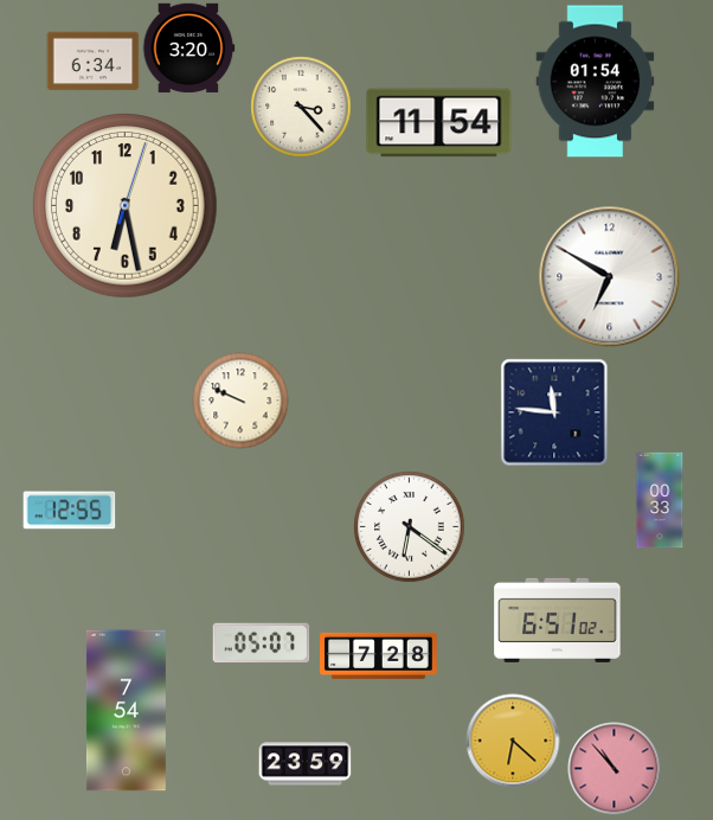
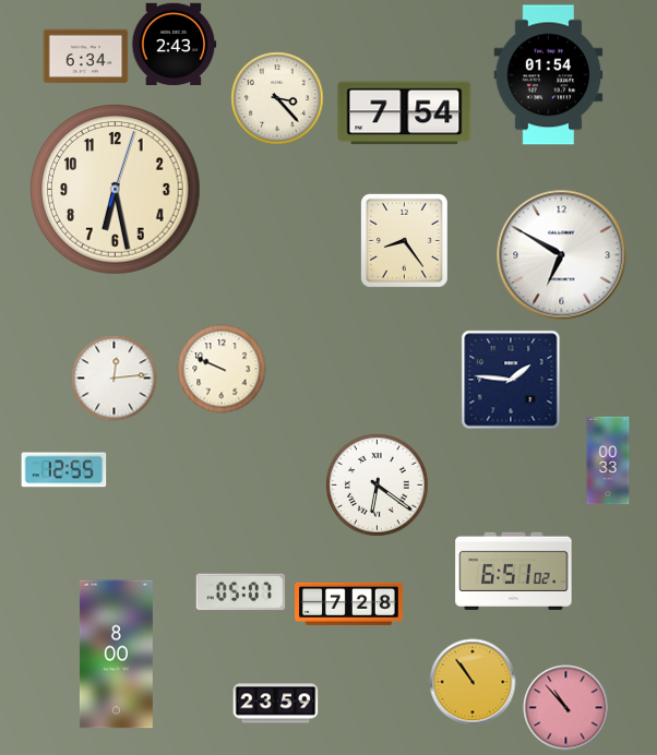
clock at (188, 49): 3:20 -> 2:43
clock at (439, 123): 11:54 -> 7:54
clock at (404, 240): none -> 8:24
clock at (114, 377): none -> 12:14
clock at (554, 412): 11:46 -> 1:46
clock at (126, 711): 7:54 -> 8:00
clock at (513, 741): 6:22 -> 10:54
clock at (304, 764) position: (304, 764) -> (275, 704)
